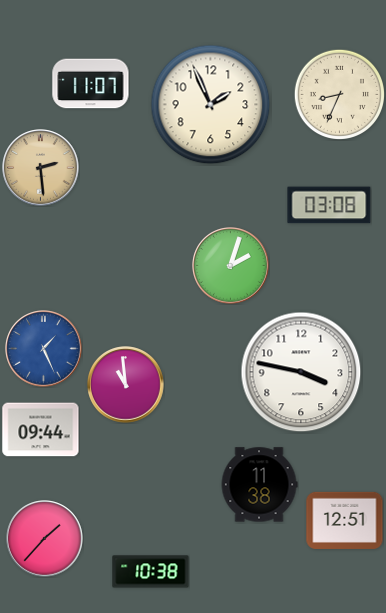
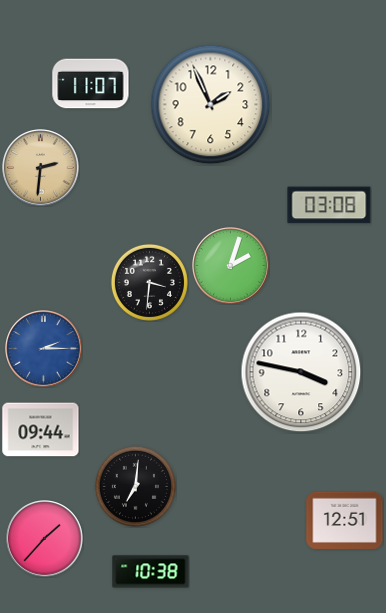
clock at (339, 94): 8:34 -> none
clock at (41, 168): 2:29 -> 2:31
clock at (149, 282): none -> 3:31
clock at (44, 349): 1:26 -> 2:15
clock at (126, 385): 10:59 -> none
clock at (259, 485): 11:38 -> none
clock at (135, 486): none -> 7:01
